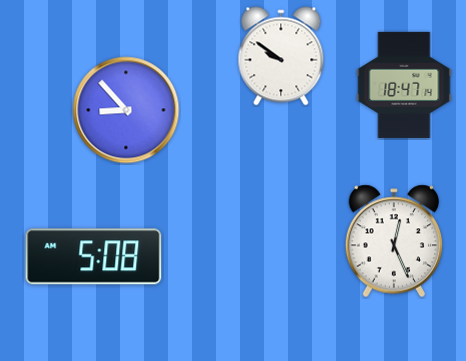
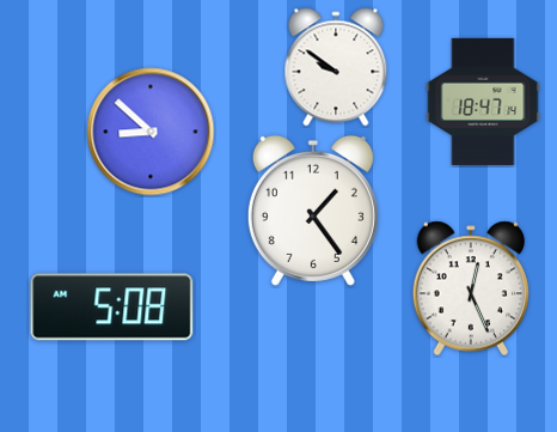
clock at (126, 110): 8:53 -> 8:52
clock at (313, 211): none -> 1:24
